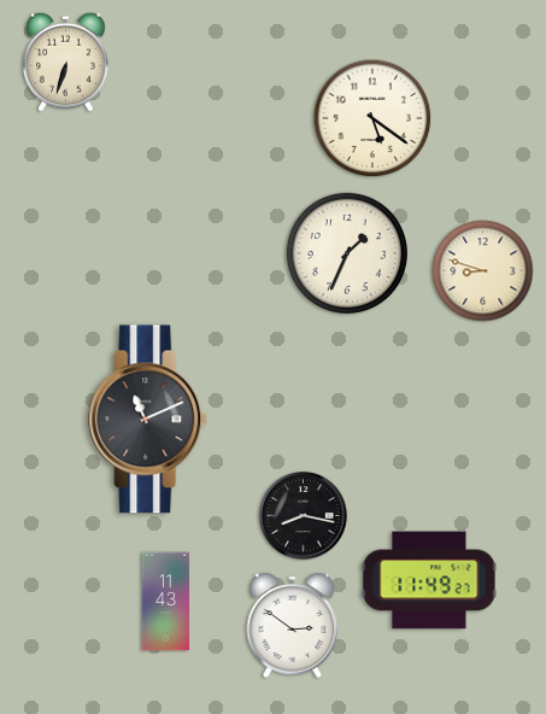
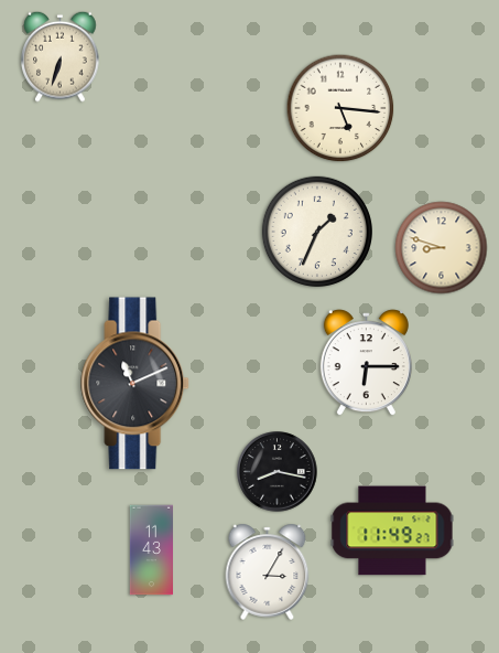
clock at (372, 118): 5:21 -> 5:16
clock at (366, 363): none -> 6:15
clock at (293, 625): 2:51 -> 3:05
